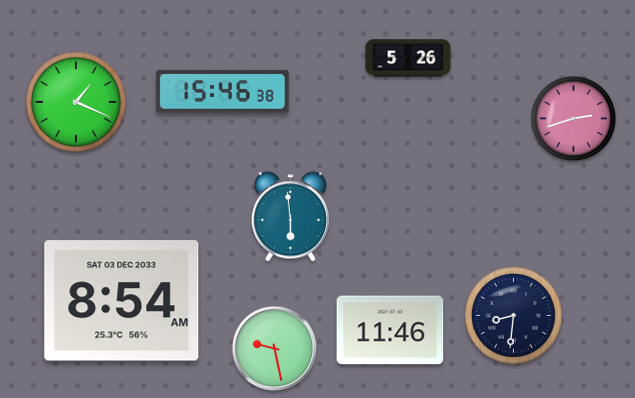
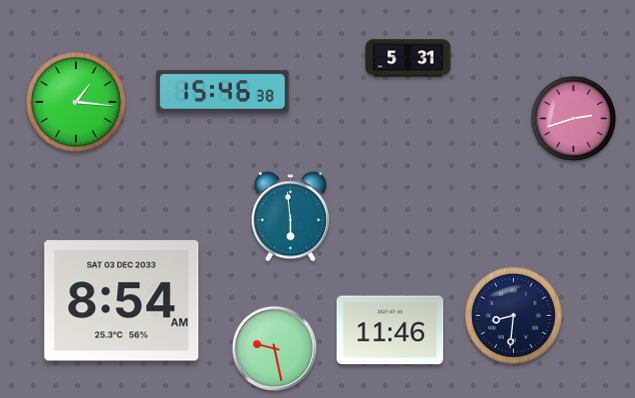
clock at (408, 58): 5:26 -> 5:31
clock at (76, 102): 1:19 -> 1:16
